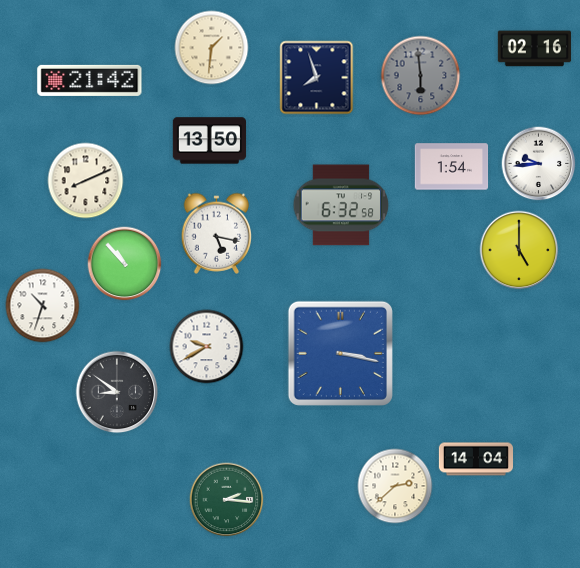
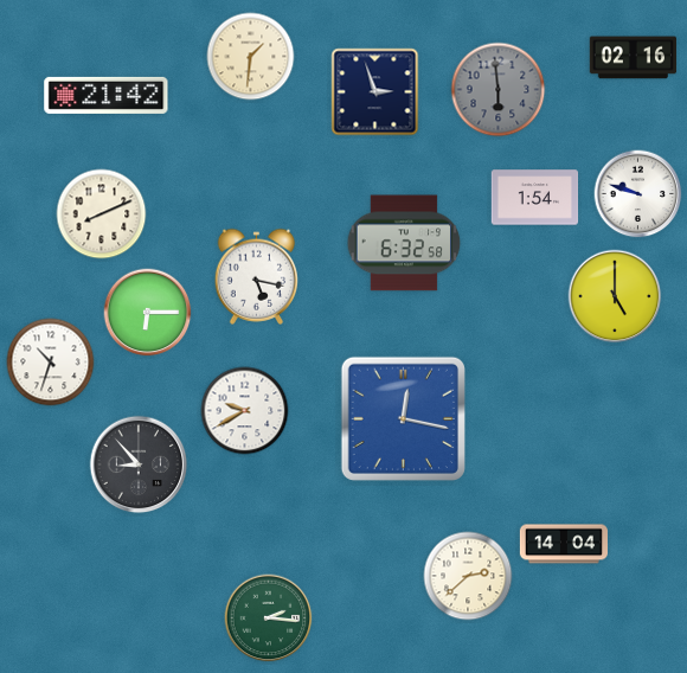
clock at (317, 78): 7:57 -> 2:57
clock at (210, 141): 13:50 -> none
clock at (539, 164): 9:44 -> 9:48
clock at (125, 264): 10:53 -> 6:15
clock at (340, 353): 3:17 -> 12:17
clock at (117, 392): 8:51 -> 8:53
clock at (227, 500) position: (227, 500) -> (269, 618)
